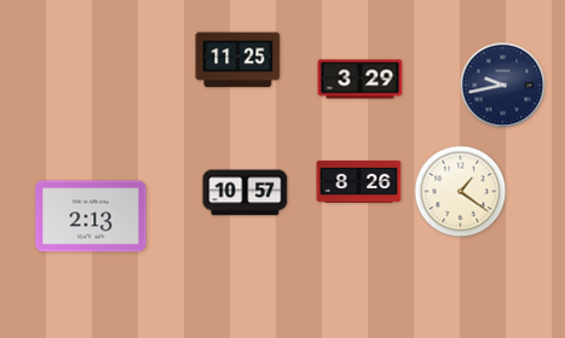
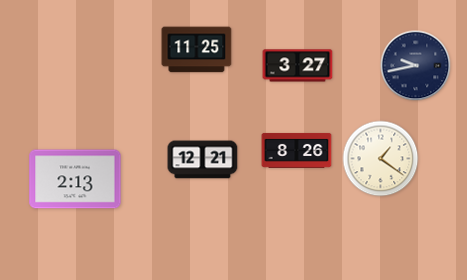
clock at (361, 80): 3:29 -> 3:27
clock at (503, 86) position: (503, 86) -> (416, 66)
clock at (246, 193): 10:57 -> 12:21
